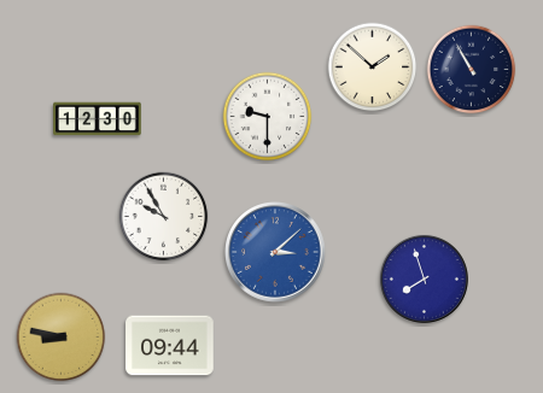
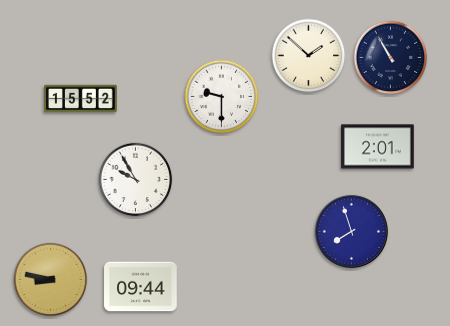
clock at (98, 119): 12:30 -> 15:52
clock at (378, 147): none -> 2:01
clock at (276, 253): 3:08 -> none
